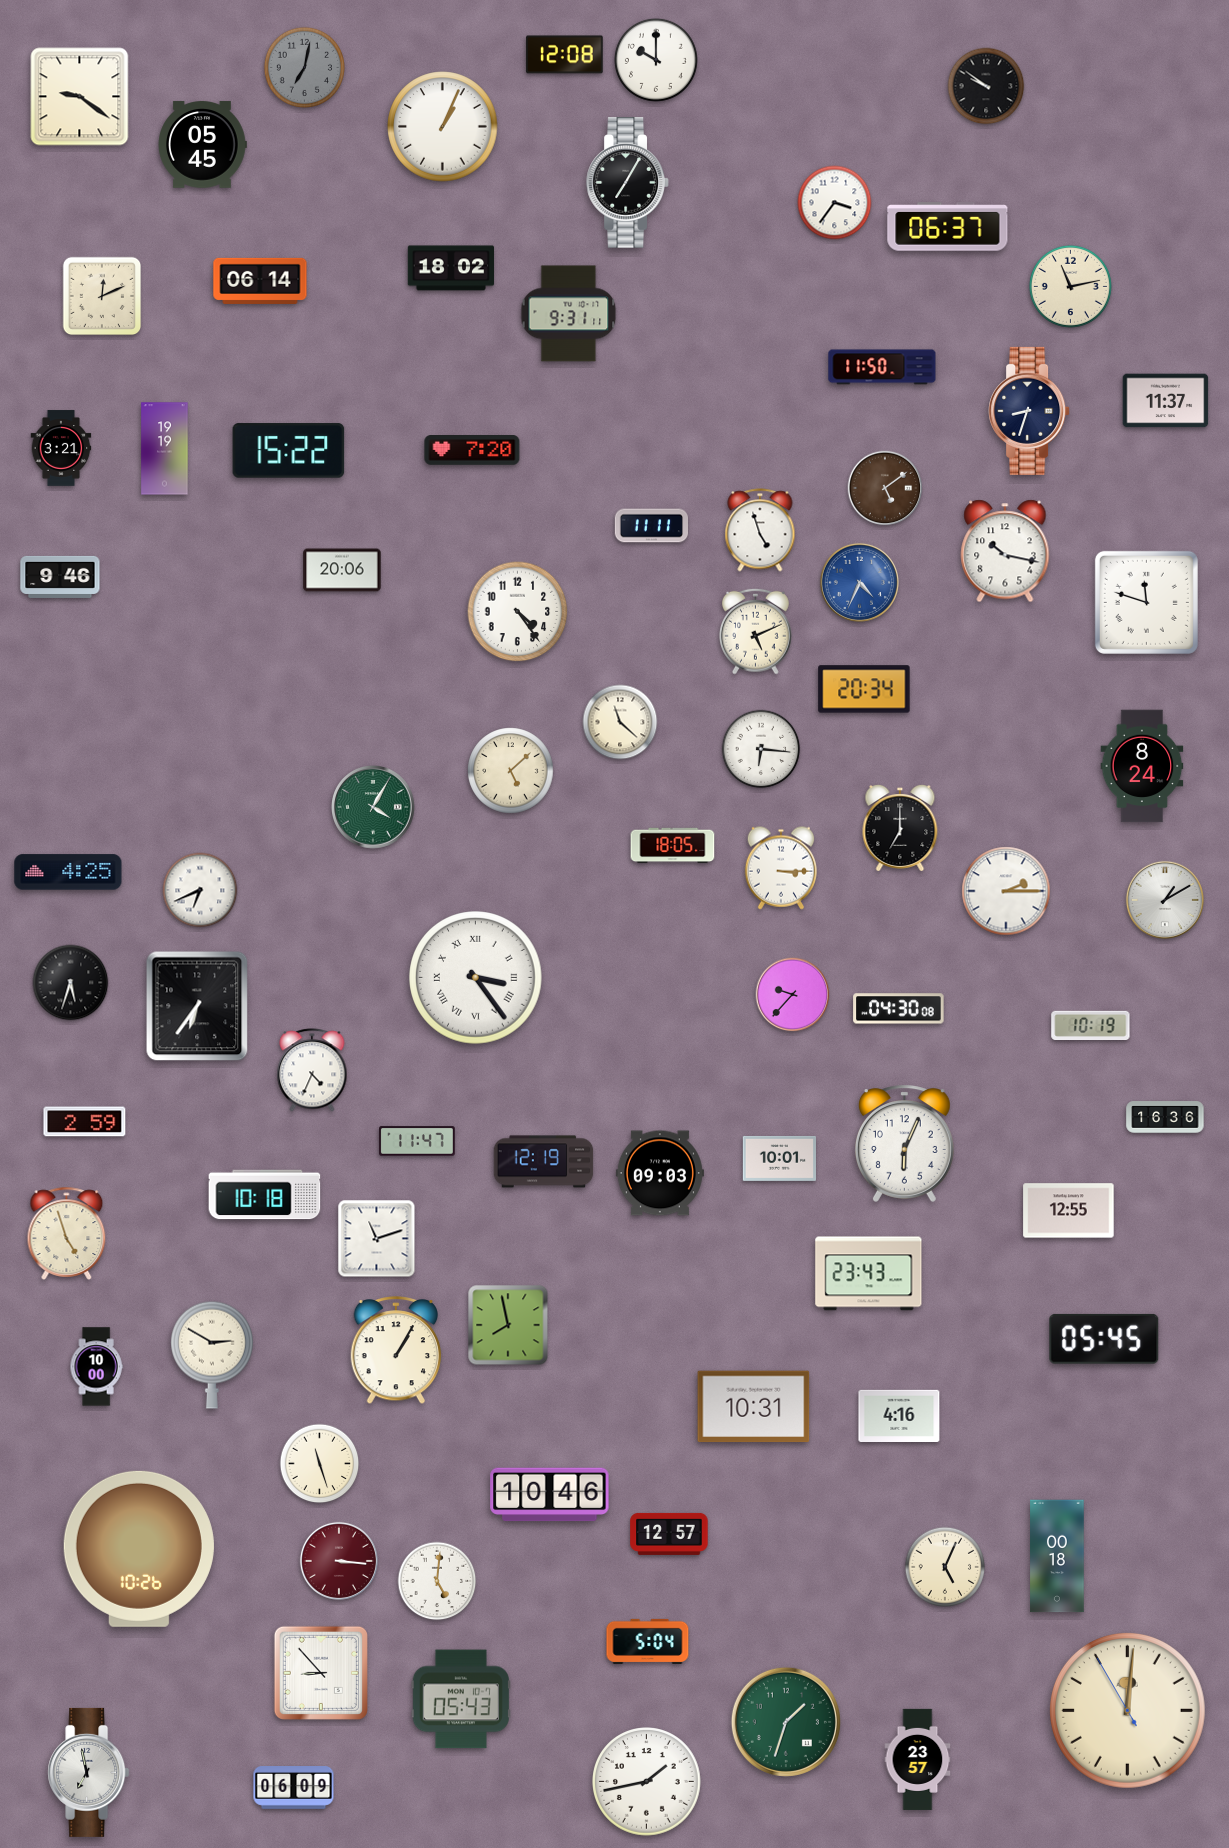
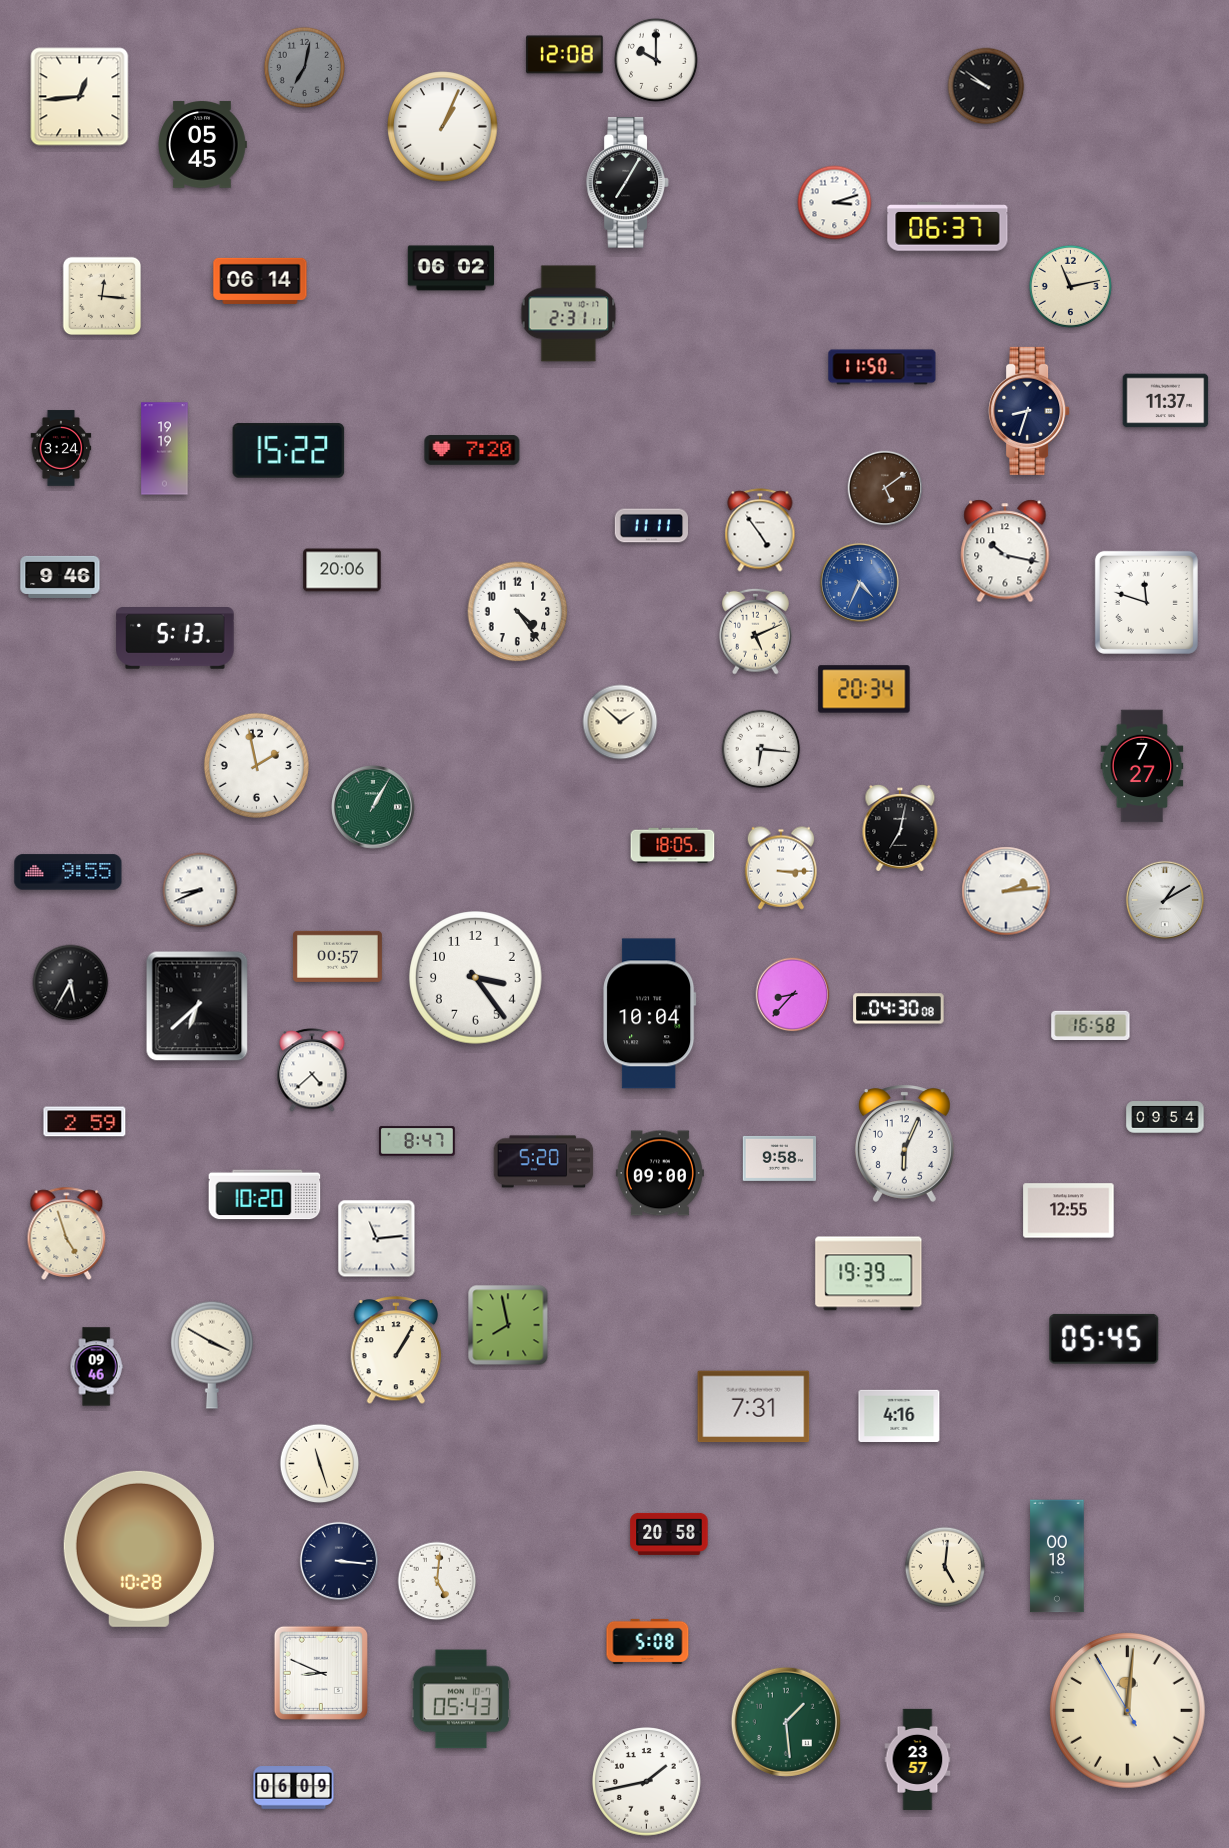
clock at (80, 97): 9:21 -> 12:44
clock at (835, 203): 3:36 -> 3:12
clock at (451, 268): 18:02 -> 06:02
clock at (102, 296): 12:11 -> 12:16
clock at (569, 314): 9:31 -> 2:31
clock at (61, 448): 3:21 -> 3:24
clock at (760, 530): 4:57 -> 4:54
clock at (175, 639): none -> 5:13
clock at (620, 722): 11:22 -> 1:52
clock at (256, 765): none -> 1:58
clock at (1142, 766): 8:24 -> 7:27
clock at (511, 771): 5:08 -> none
clock at (373, 807): 4:05 -> 1:05
clock at (900, 829): 7:00 -> 7:02
clock at (68, 872): 4:25 -> 9:55
clock at (200, 890): 6:41 -> 8:41
clock at (1006, 891): 2:15 -> 2:14
clock at (337, 956): none -> 00:57
clock at (476, 978) numerals: Roman -> Arabic
clock at (71, 983): 5:33 -> 5:35
clock at (793, 995): 9:37 -> 8:37
clock at (197, 1006): 6:36 -> 6:38
clock at (650, 1014): none -> 10:04
clock at (1091, 1025): 10:19 -> 16:58
clock at (312, 1070): 4:34 -> 4:38
clock at (1165, 1118): 16:36 -> 09:54
clock at (418, 1141): 11:47 -> 8:47
clock at (779, 1158): 10:01 -> 9:58
clock at (544, 1162): 12:19 -> 5:20
clock at (660, 1173): 09:03 -> 09:00
clock at (265, 1195): 10:18 -> 10:20
clock at (377, 1239): 11:12 -> 11:14
clock at (869, 1274): 23:43 -> 19:39
clock at (212, 1355): 2:50 -> 3:50
clock at (96, 1367): 10:00 -> 09:46
clock at (754, 1407): 10:31 -> 7:31
clock at (550, 1495): 10:46 -> none
clock at (669, 1534): 12:57 -> 20:58
clock at (139, 1549): 10:26 -> 10:28
clock at (339, 1561) dial: burgundy -> navy
clock at (945, 1567): 5:04 -> 5:01
clock at (648, 1641): 5:04 -> 5:08
clock at (321, 1673): 8:53 -> 8:49
clock at (786, 1722): 1:33 -> 1:29
clock at (89, 1772): 6:58 -> none
